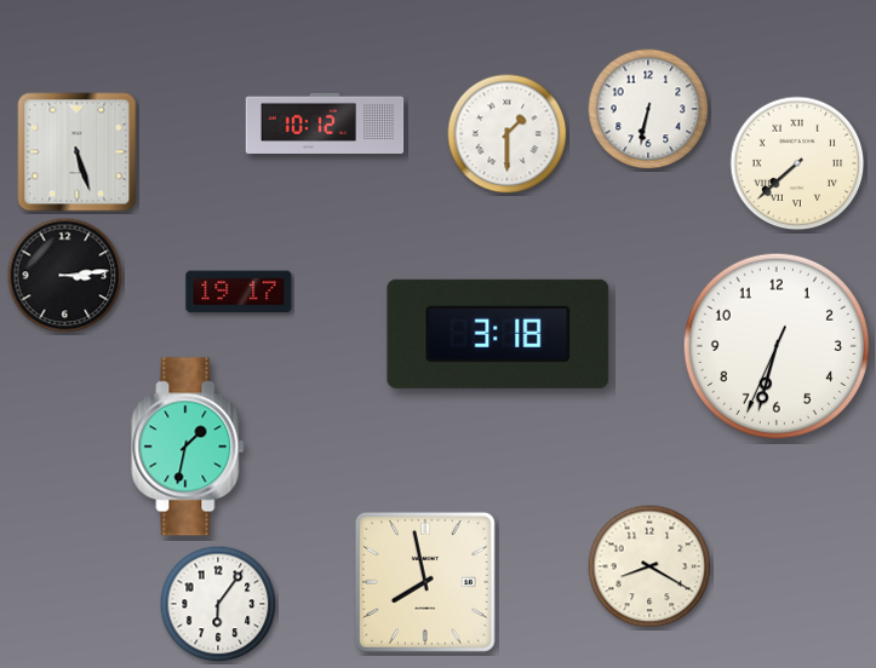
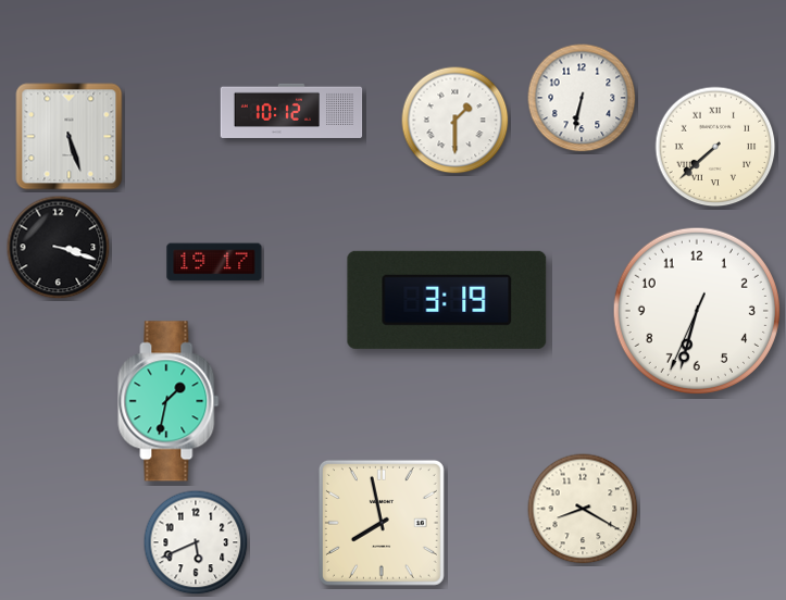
clock at (65, 276): 3:14 -> 3:18
clock at (498, 334): 3:18 -> 3:19
clock at (218, 604): 6:06 -> 5:41
